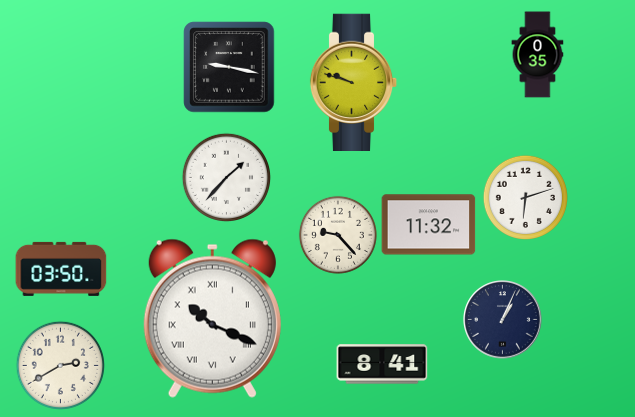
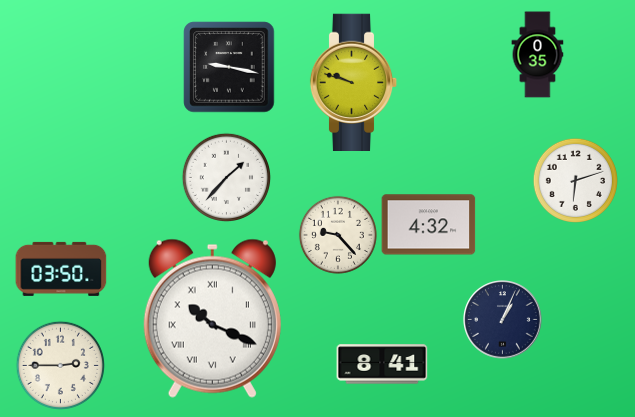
clock at (525, 197) position: (525, 197) -> (575, 180)
clock at (429, 225): 11:32 -> 4:32
clock at (60, 365): 2:40 -> 2:45
